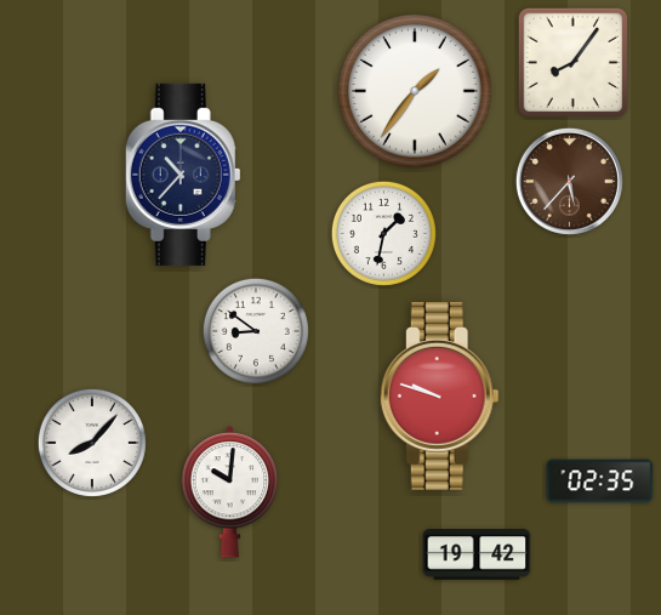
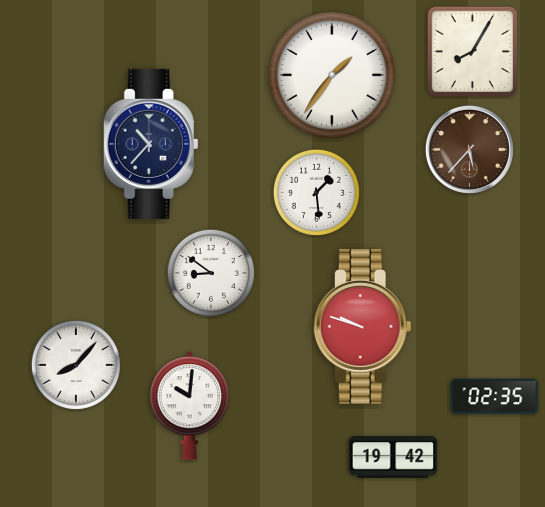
clock at (572, 62): 8:06 -> 8:05
clock at (415, 91) position: (415, 91) -> (332, 75)
clock at (383, 233): 1:32 -> 1:29
